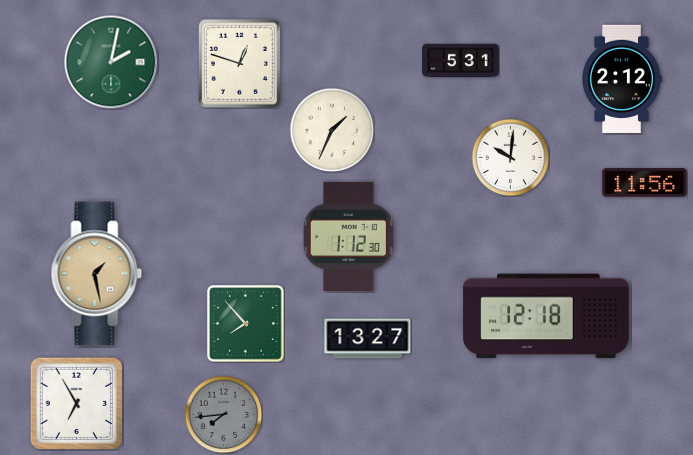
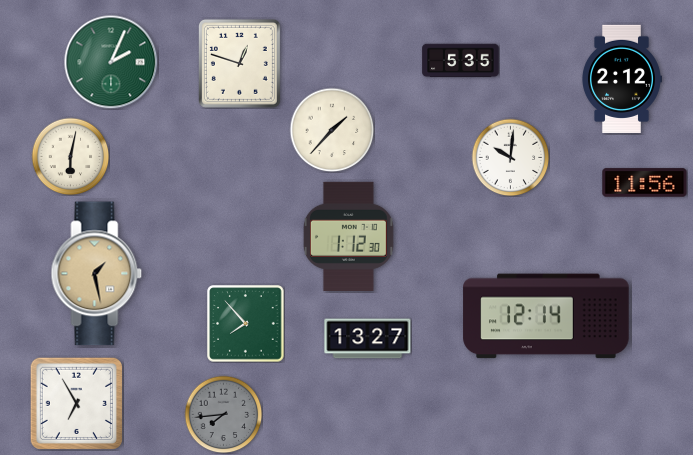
clock at (461, 61): 5:31 -> 5:35
clock at (111, 62): 2:02 -> 2:04
clock at (332, 130): 1:34 -> 1:37
clock at (70, 156): none -> 6:02
clock at (546, 316): 12:18 -> 12:14
